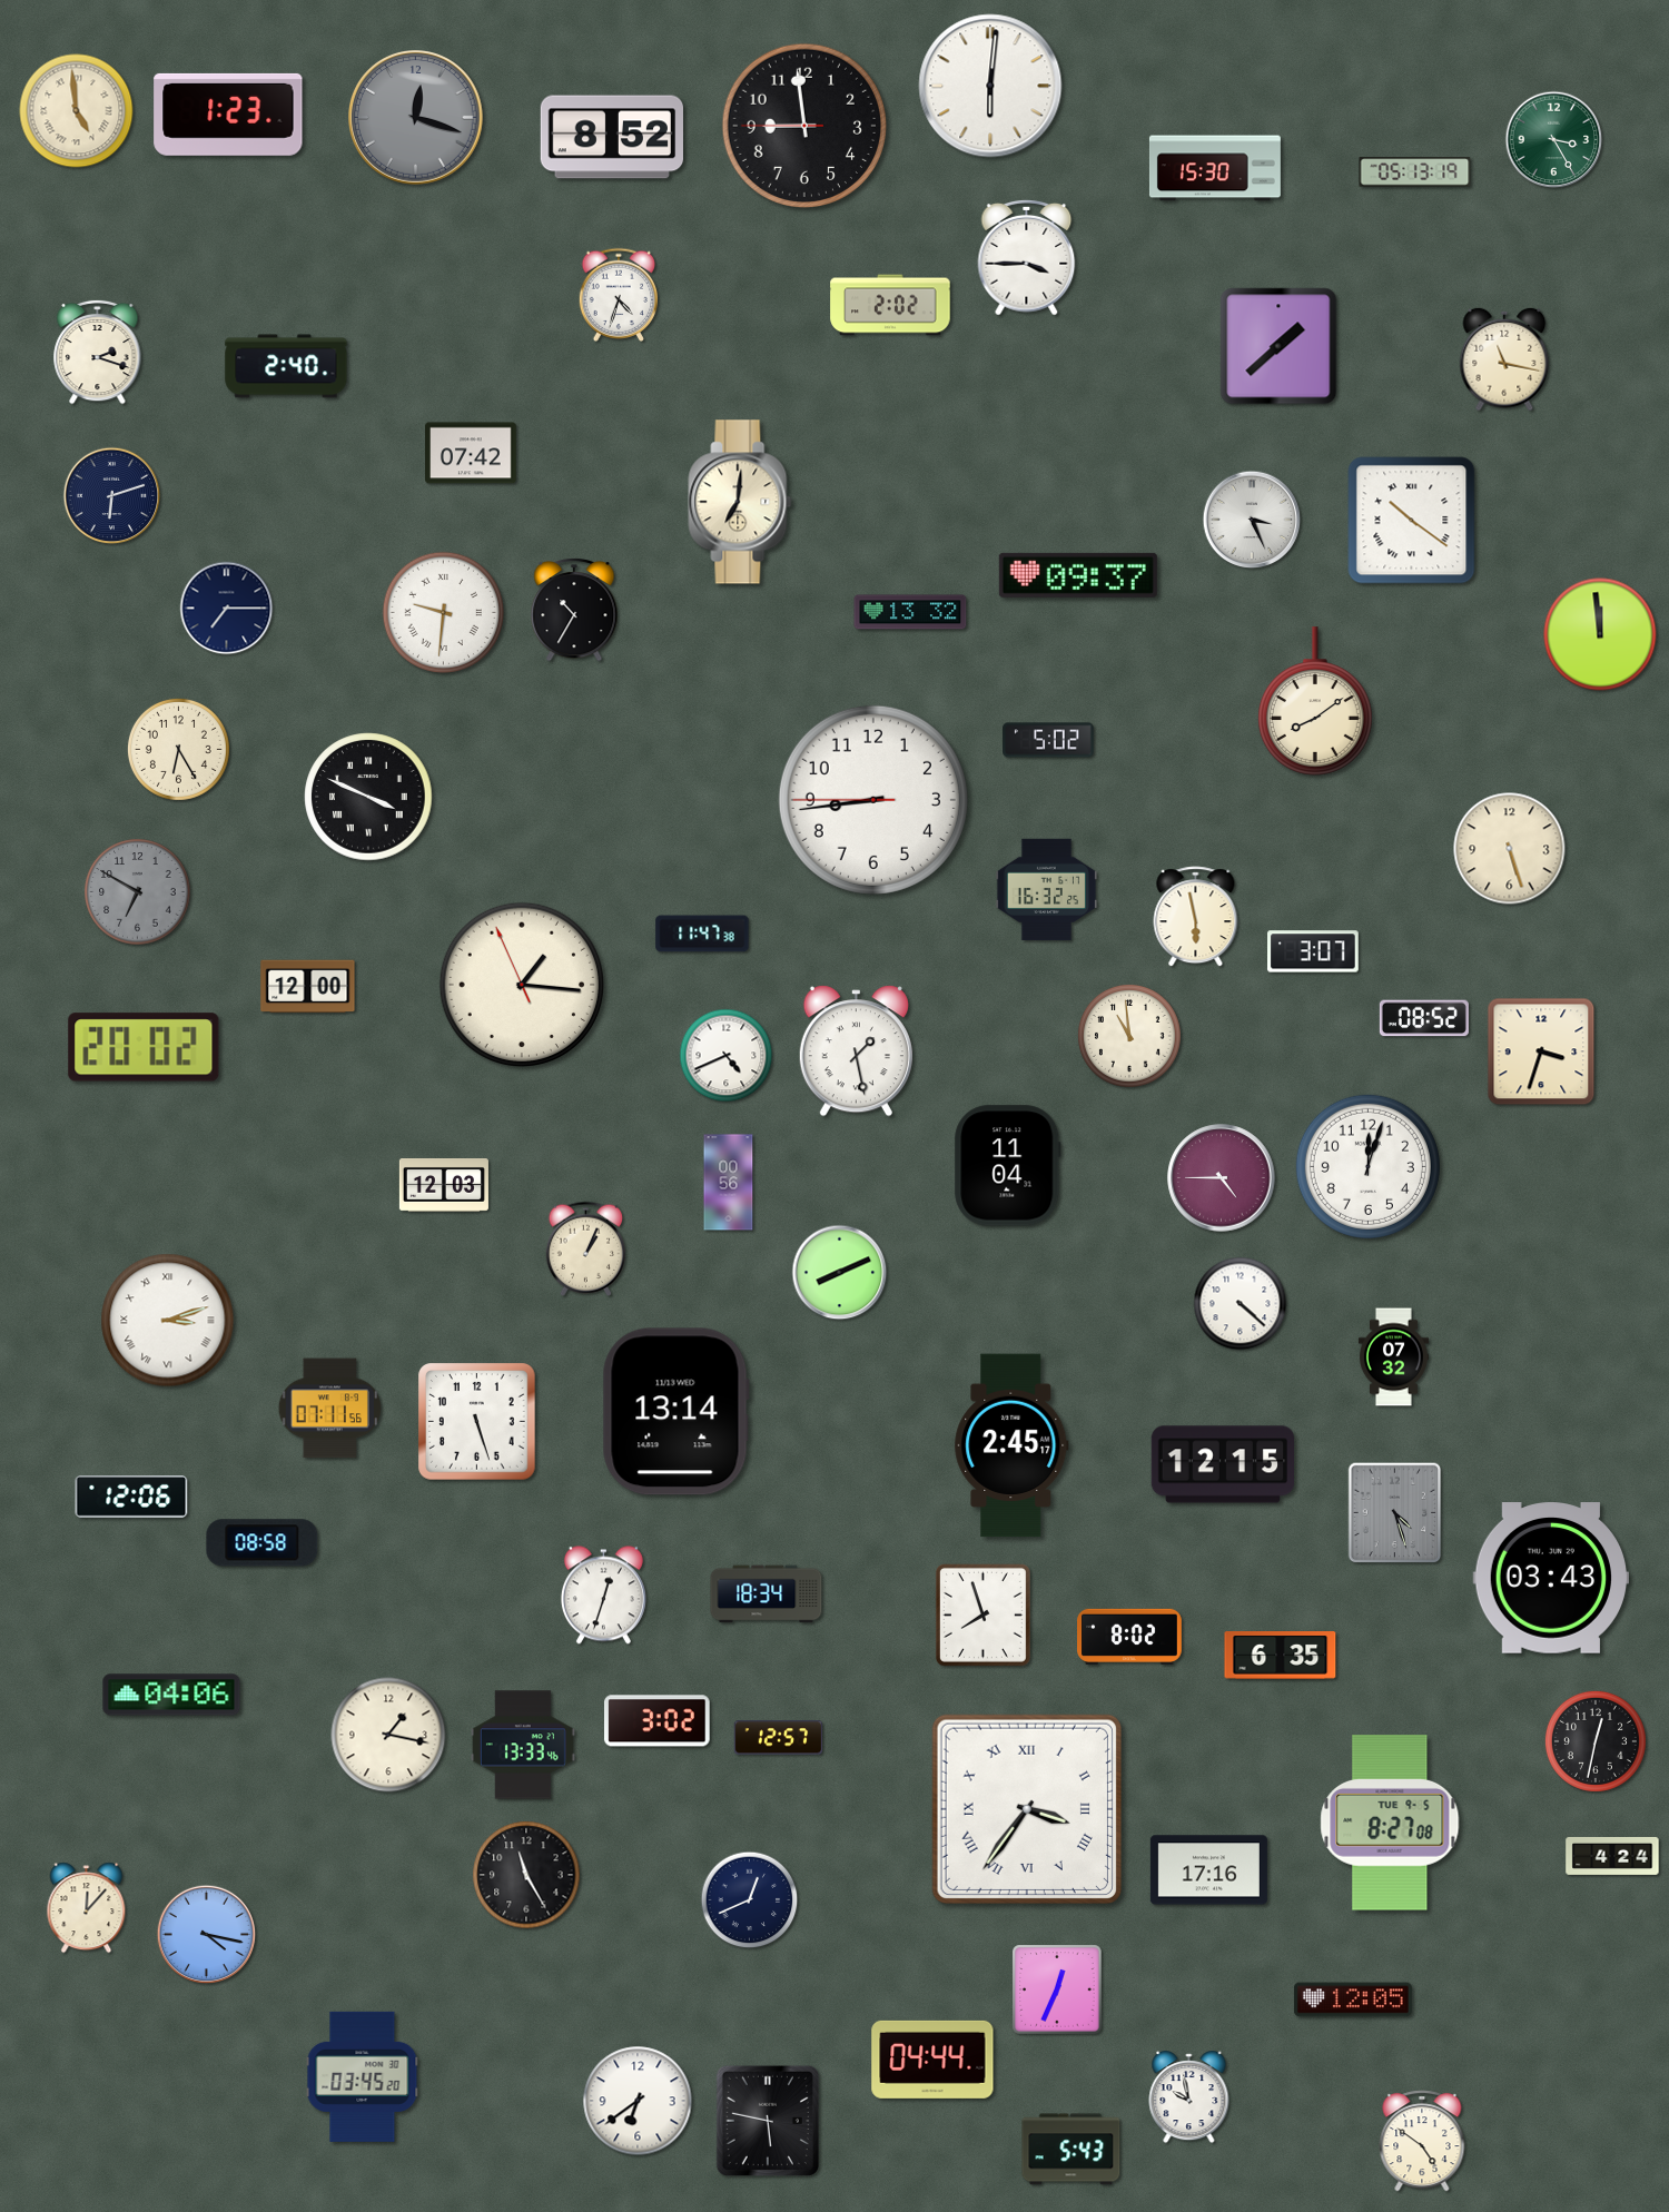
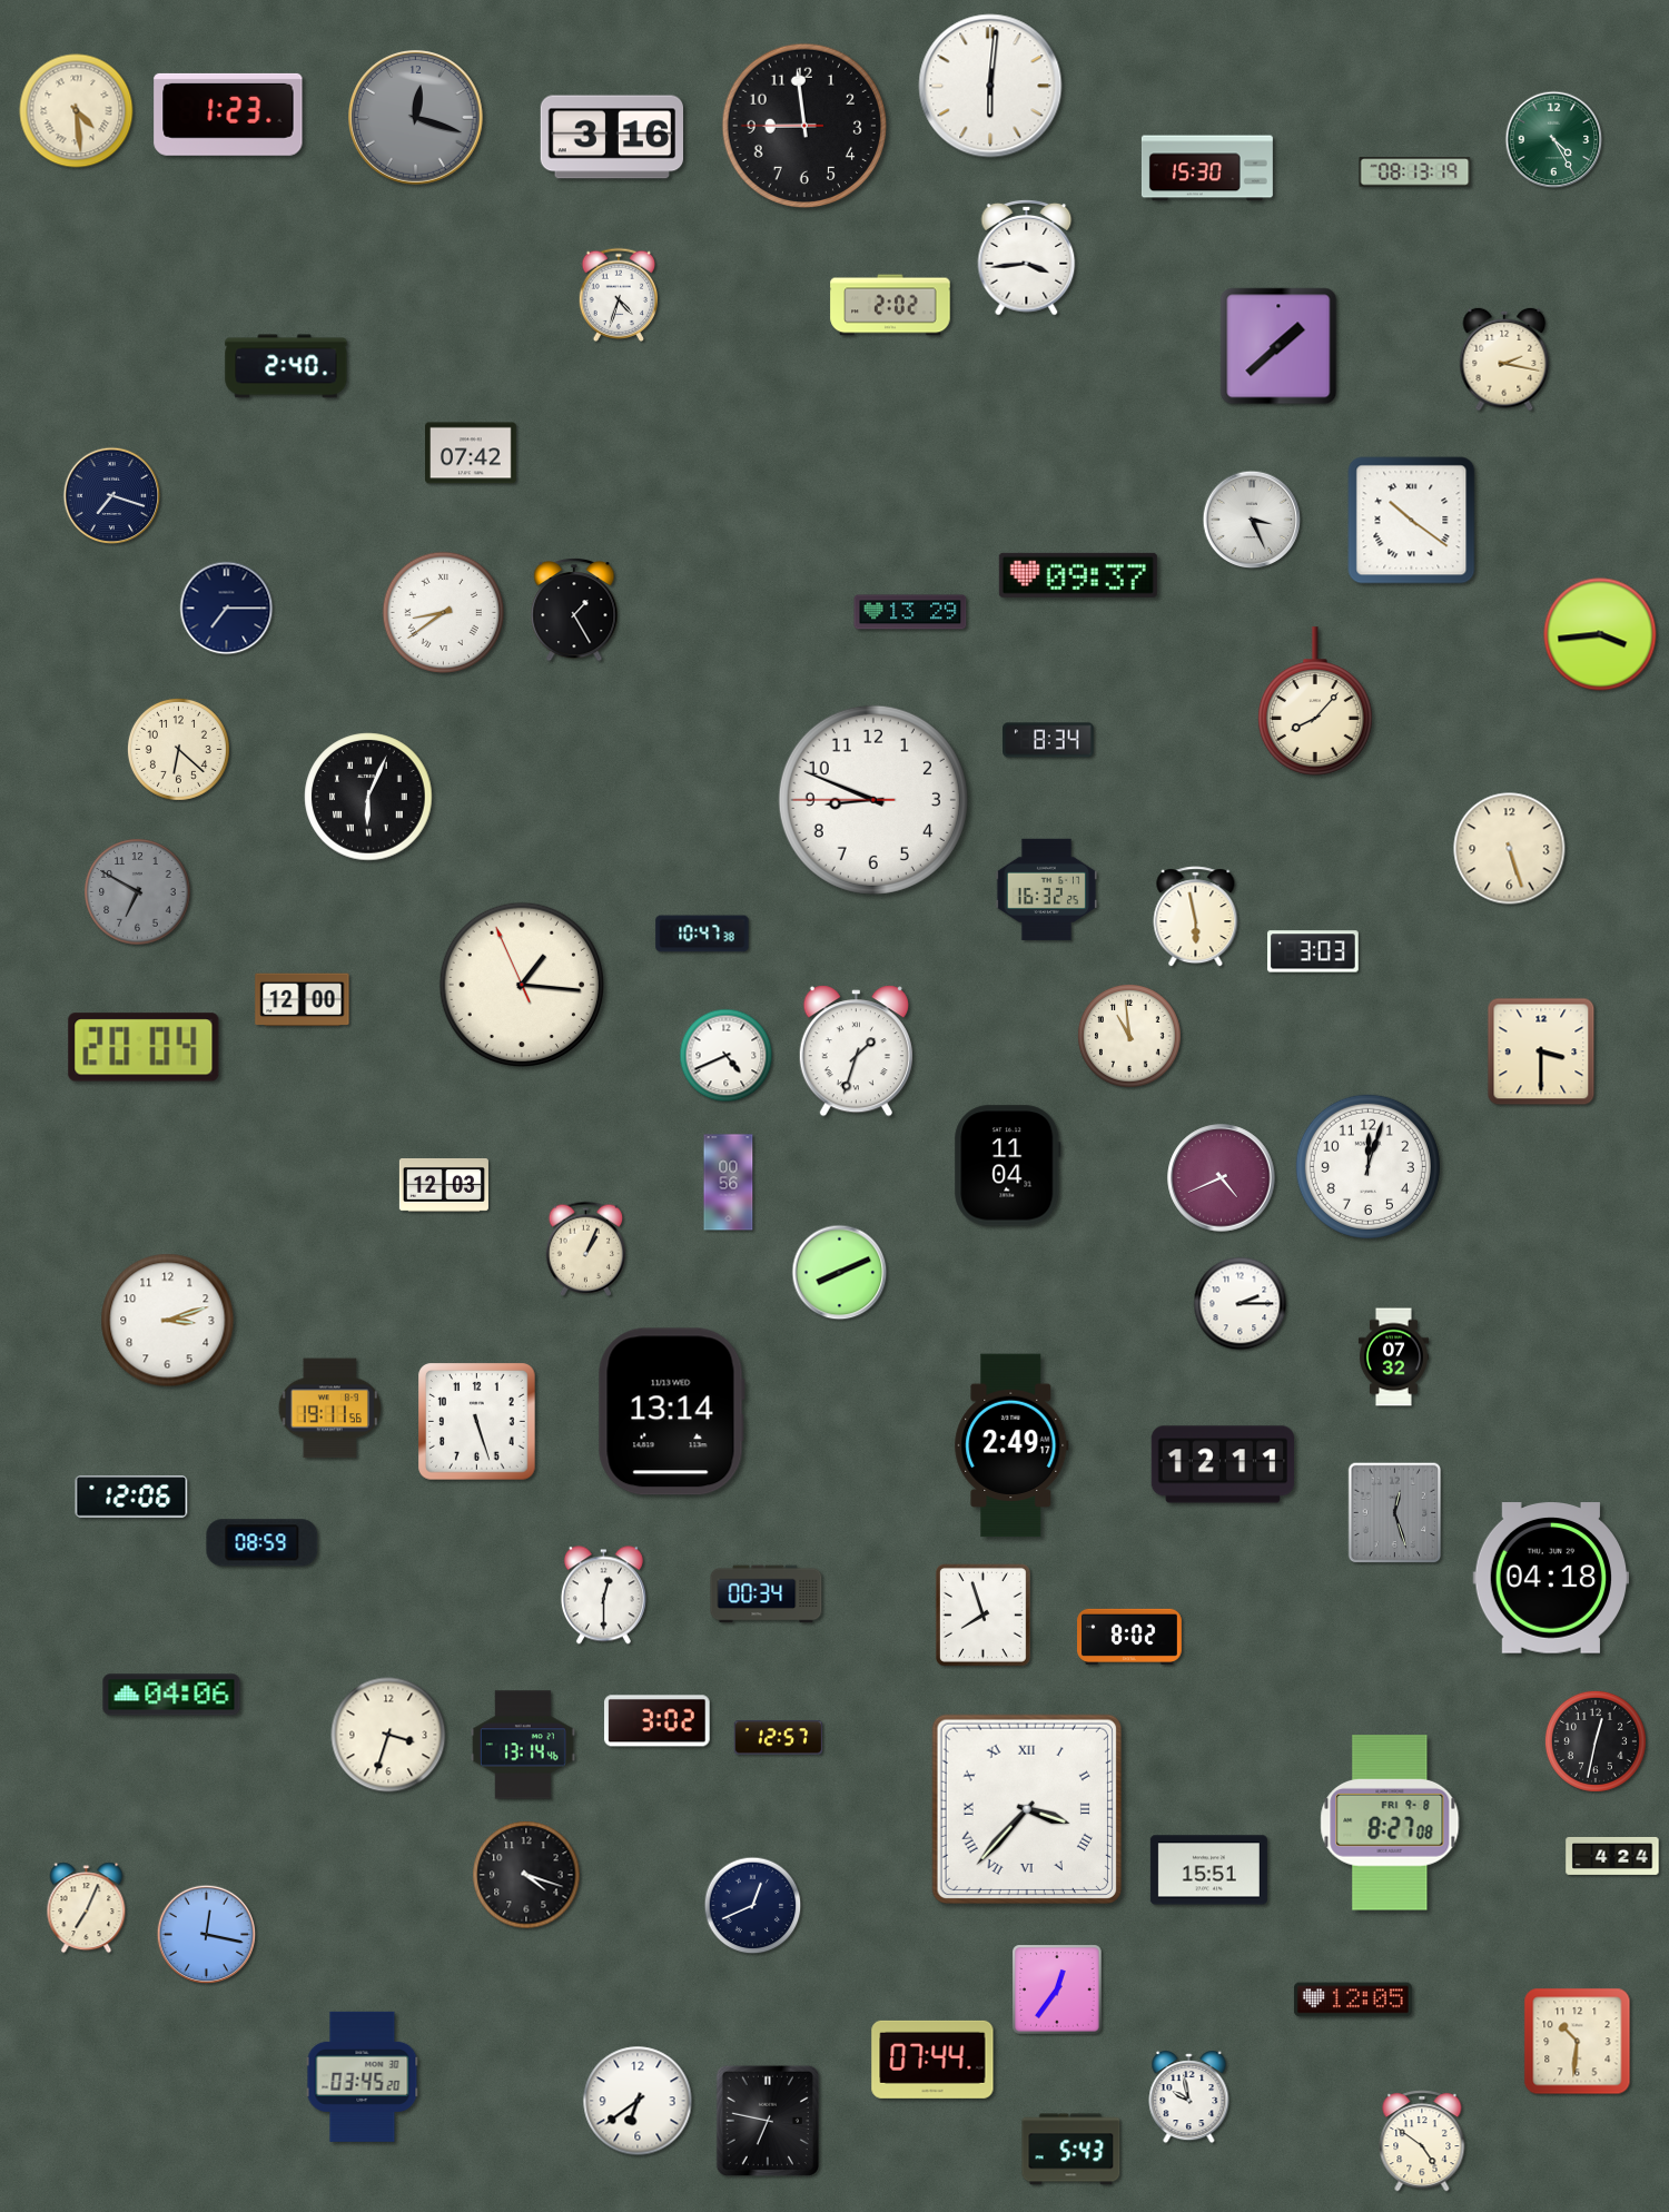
clock at (77, 111): 4:59 -> 4:29
clock at (611, 137): 8:52 -> 3:16
clock at (1554, 140): 3:25 -> 4:25
clock at (1215, 168) position: (1215, 168) -> (1207, 168)
clock at (1415, 172): 05:13 -> 08:13
clock at (1027, 257): 3:45 -> 3:44
clock at (98, 352): 2:18 -> none
clock at (1504, 359): 11:17 -> 2:17
clock at (112, 496): 6:12 -> 7:18
clock at (740, 502): 7:01 -> none
clock at (574, 610): 10:35 -> 1:25
clock at (443, 612): 9:31 -> 8:39
clock at (910, 612): 13:32 -> 13:29
clock at (1600, 634): 11:59 -> 3:44
clock at (1315, 701): 8:09 -> 8:07
clock at (1048, 740): 5:02 -> 8:34
clock at (178, 749): 6:25 -> 6:22
clock at (368, 797): 3:49 -> 6:04
clock at (873, 800): 8:43 -> 8:48
clock at (702, 934): 11:47 -> 10:47
clock at (1314, 951): 3:07 -> 3:03
clock at (308, 987) position: (308, 987) -> (303, 1000)
clock at (1424, 1018): 08:52 -> none
clock at (144, 1047): 20:02 -> 20:04
clock at (856, 1051): 1:28 -> 1:33
clock at (1541, 1051): 3:33 -> 3:30
clock at (1222, 1178): 4:45 -> 4:41
clock at (1241, 1304): 4:22 -> 2:15
clock at (168, 1321) numerals: Roman -> Arabic
clock at (330, 1409): 07:11 -> 19:11
clock at (675, 1412) position: (675, 1412) -> (671, 1412)
clock at (1011, 1445): 2:45 -> 2:49
clock at (1222, 1464): 12:15 -> 12:11
clock at (1395, 1513): 4:27 -> 12:27
clock at (263, 1543): 08:58 -> 08:59
clock at (1550, 1578): 03:43 -> 04:18
clock at (767, 1594): 18:34 -> 00:34
clock at (603, 1596): 12:33 -> 12:30
clock at (1281, 1656): 6:35 -> none
clock at (388, 1735): 1:17 -> 3:33
clock at (523, 1745): 13:33 -> 13:14
clock at (1027, 1809): 3:36 -> 3:37
clock at (1390, 1823) date: TUE 9-5 -> FRI 9-8
clock at (1208, 1870): 17:16 -> 15:51
clock at (526, 1875): 11:25 -> 4:18
clock at (750, 1900) position: (750, 1900) -> (753, 1906)
clock at (87, 1908): 12:07 -> 7:04
clock at (207, 1935): 4:17 -> 12:17
clock at (1057, 1989): 12:34 -> 12:36
clock at (1578, 2042): none -> 10:31
clock at (932, 2060): 04:44 -> 07:44
clock at (768, 2121): 5:47 -> 6:47
